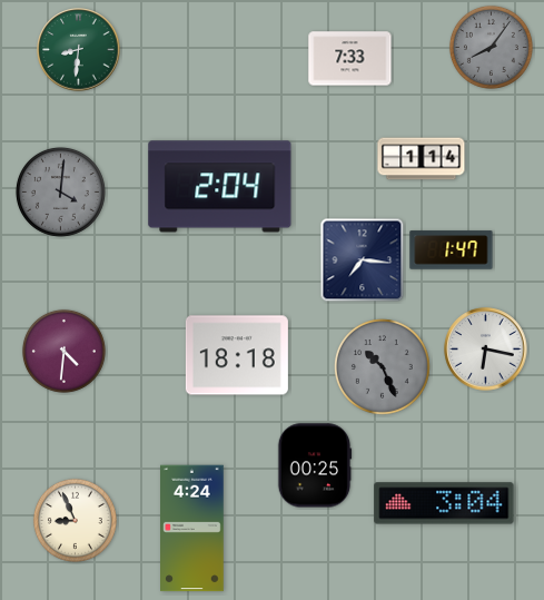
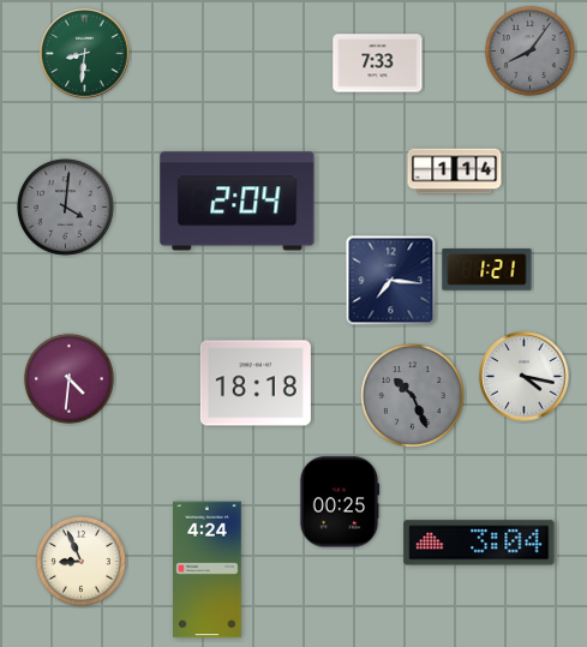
clock at (452, 250): 1:47 -> 1:21
clock at (486, 350): 6:17 -> 4:17
